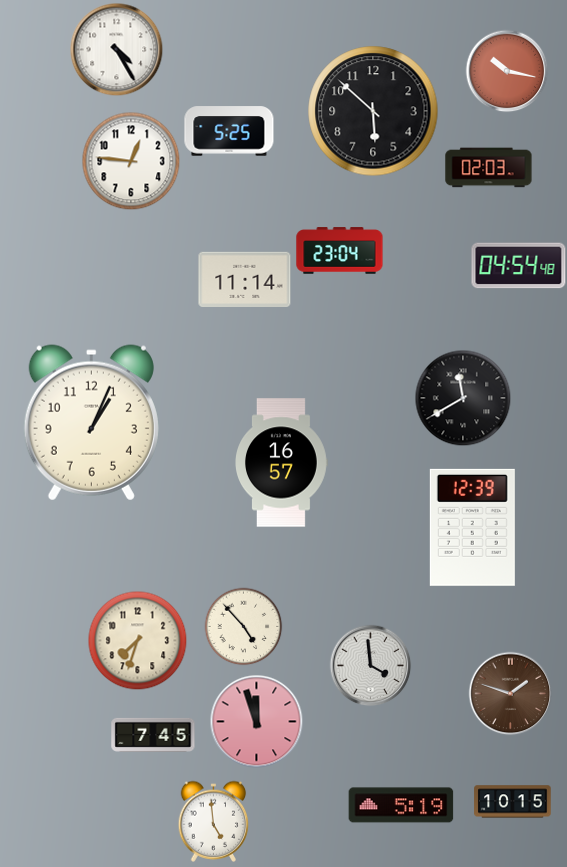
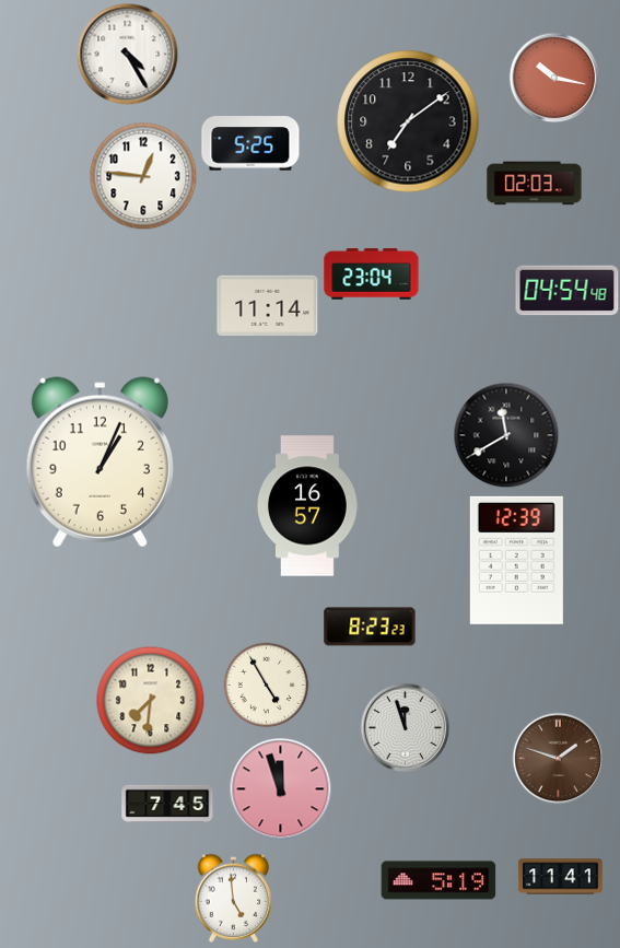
clock at (373, 111): 5:52 -> 7:09
clock at (472, 527) position: (472, 527) -> (516, 560)
clock at (370, 627): none -> 8:23
clock at (243, 626): 4:53 -> 4:55
clock at (138, 641): 7:33 -> 7:31
clock at (370, 665): 3:59 -> 11:57
clock at (513, 802): 10:15 -> 11:41
